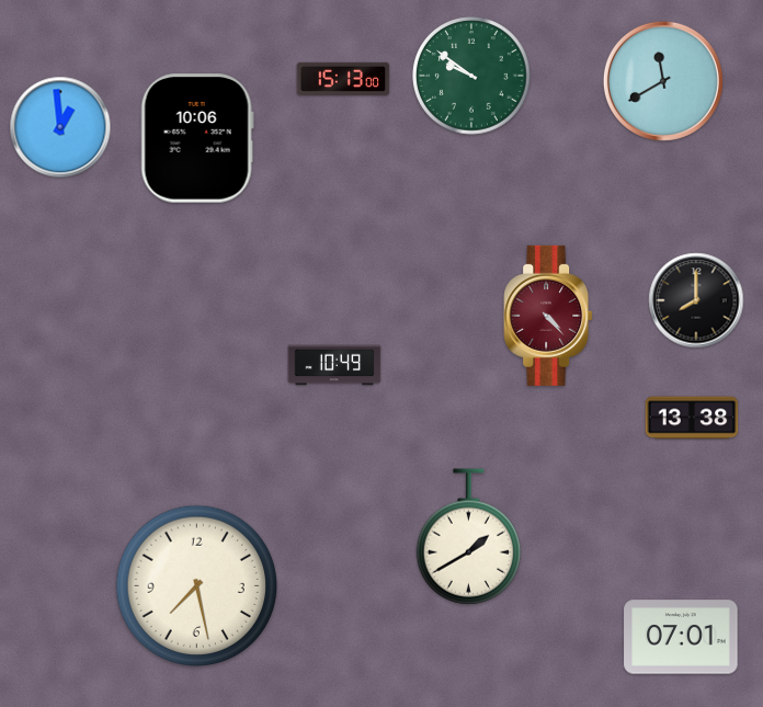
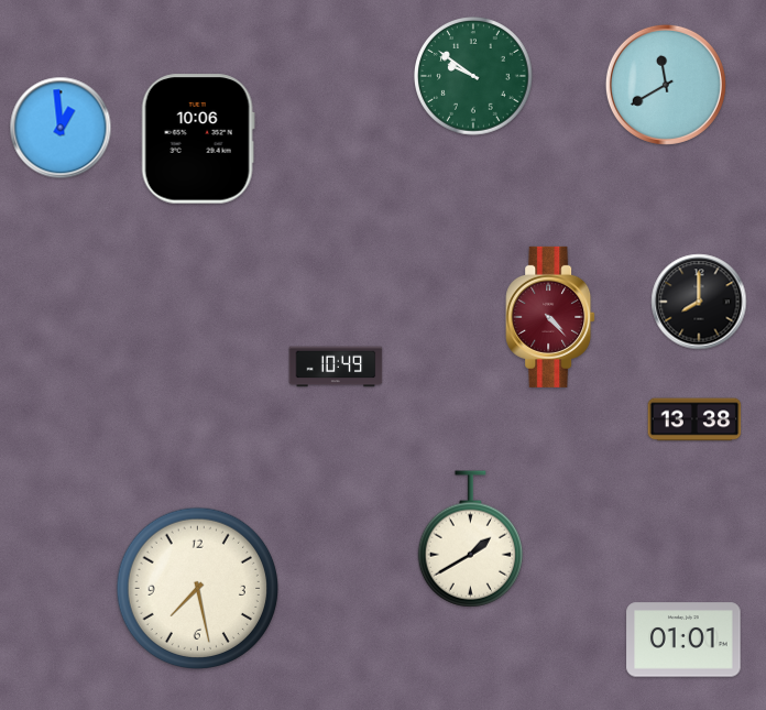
clock at (343, 78): 15:13 -> none
clock at (663, 81) position: (663, 81) -> (666, 85)
clock at (681, 637): 07:01 -> 01:01
